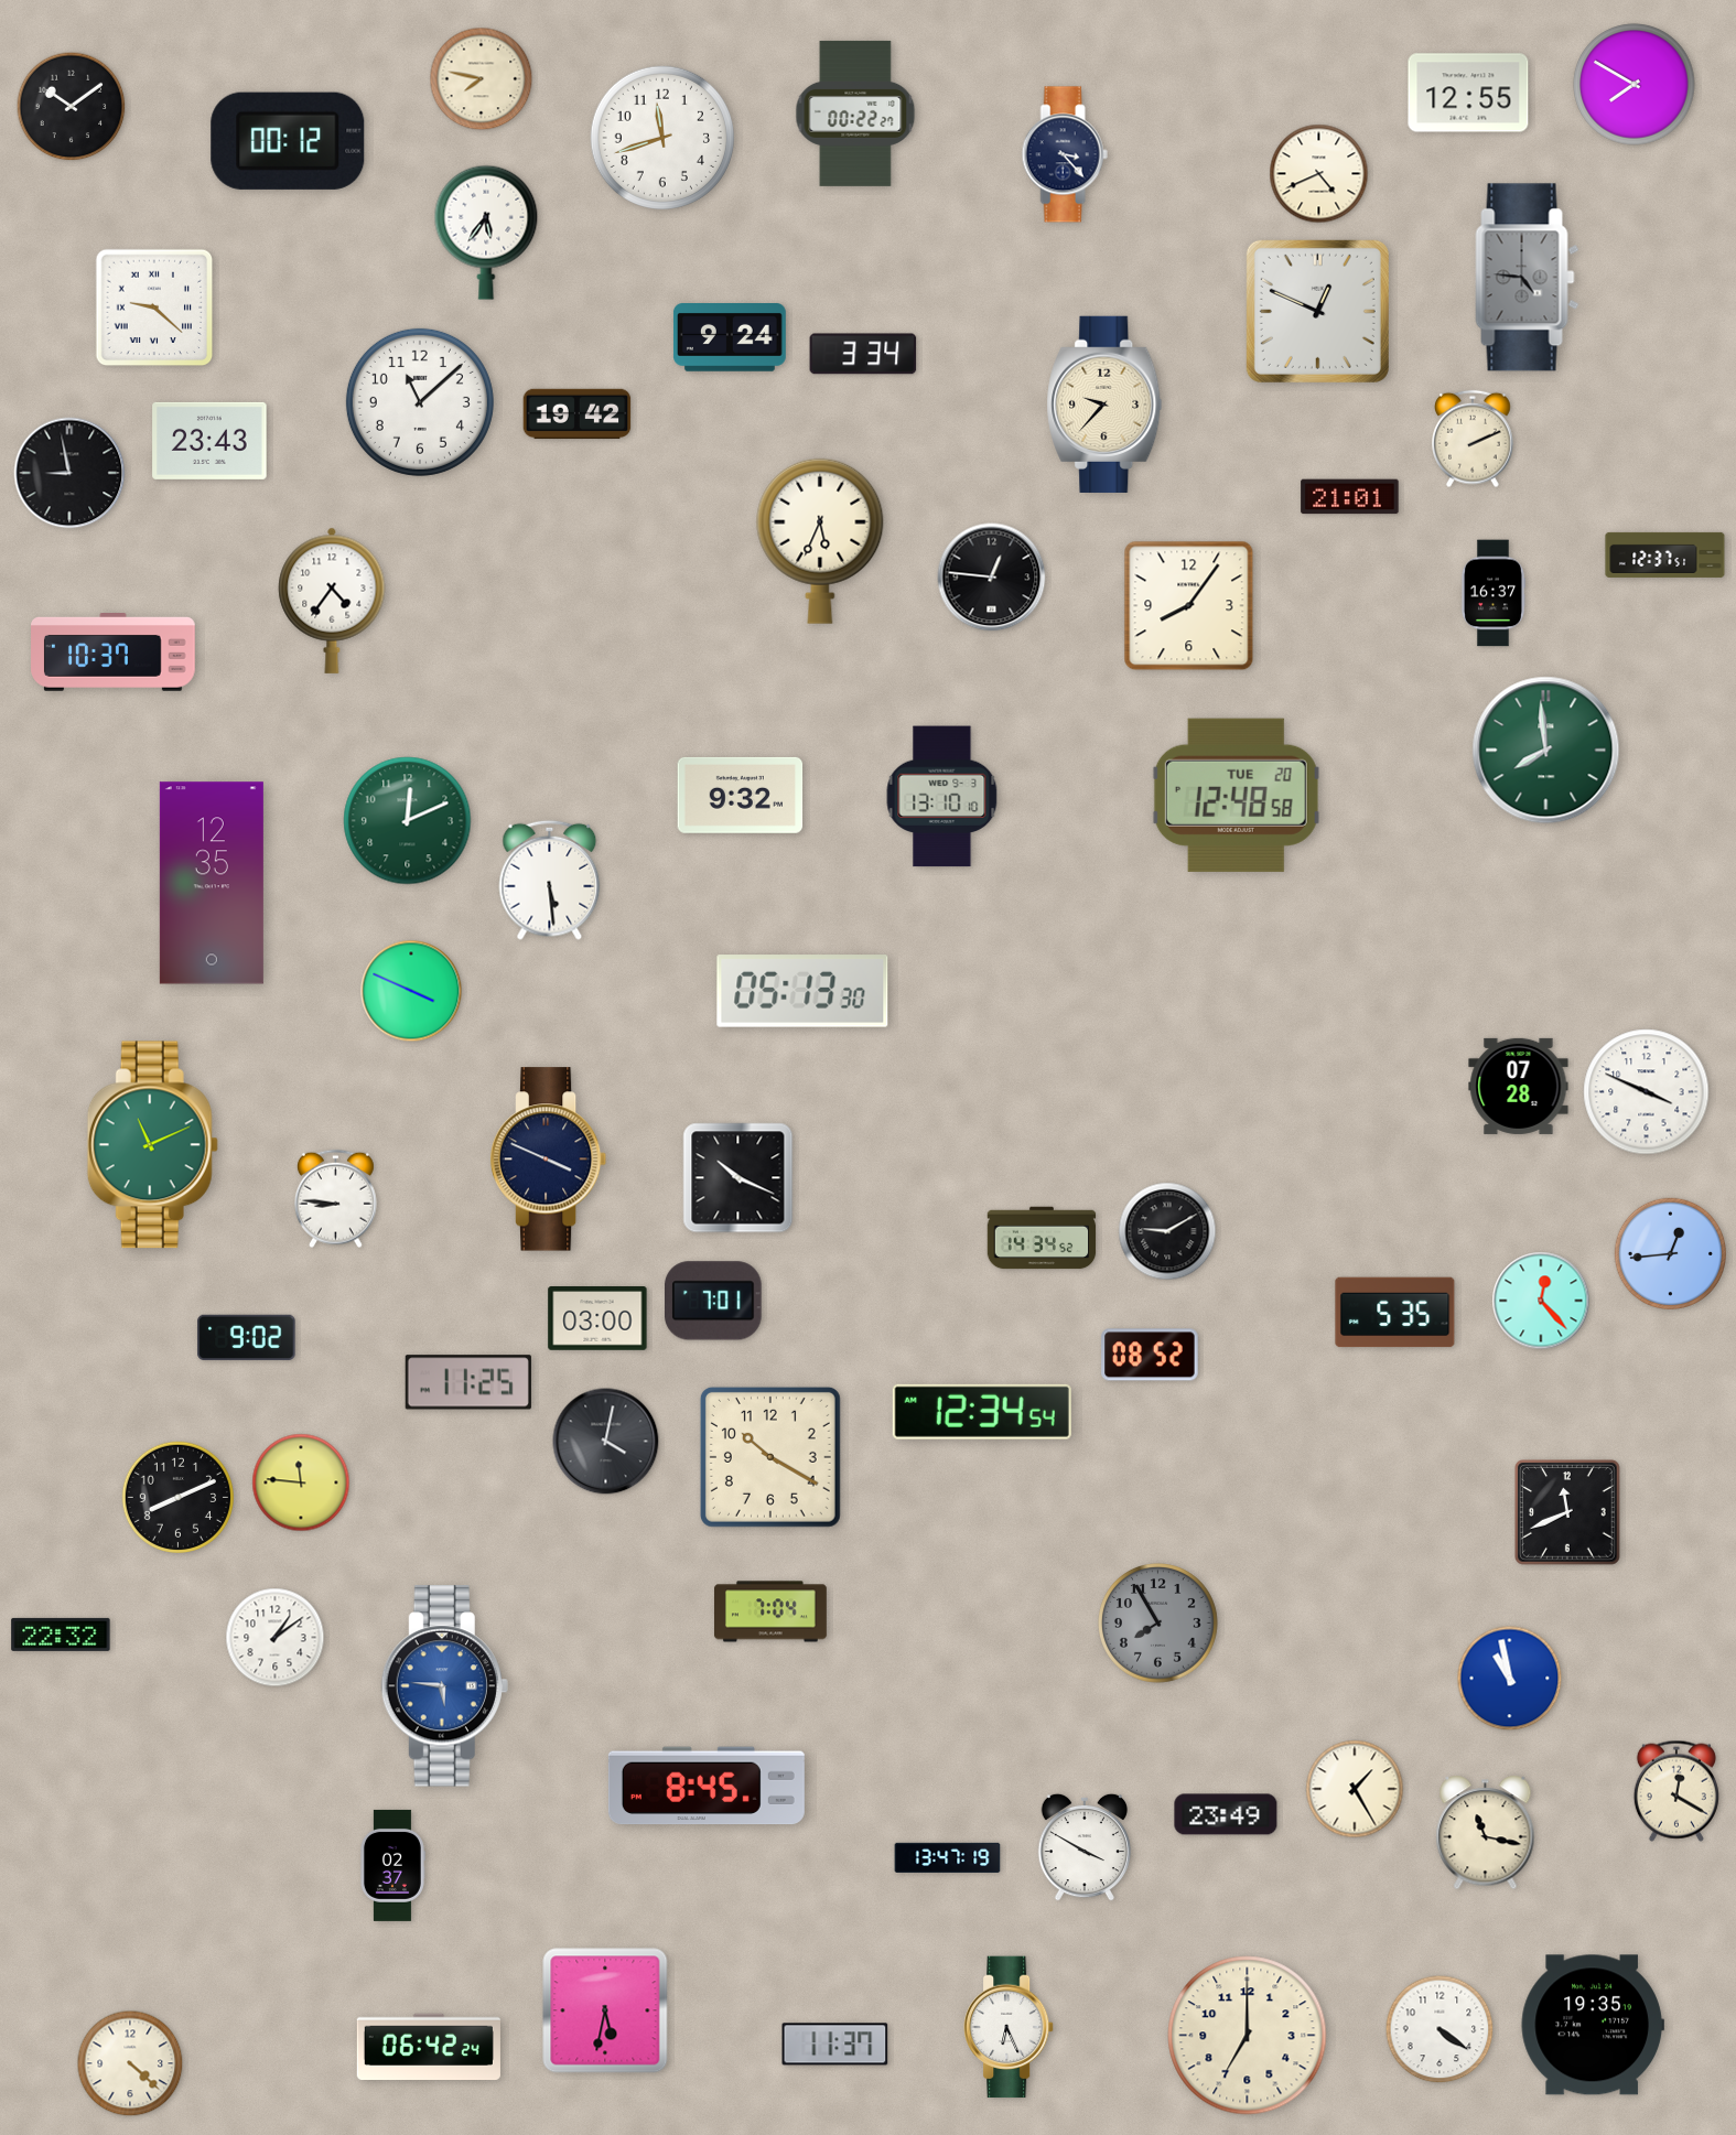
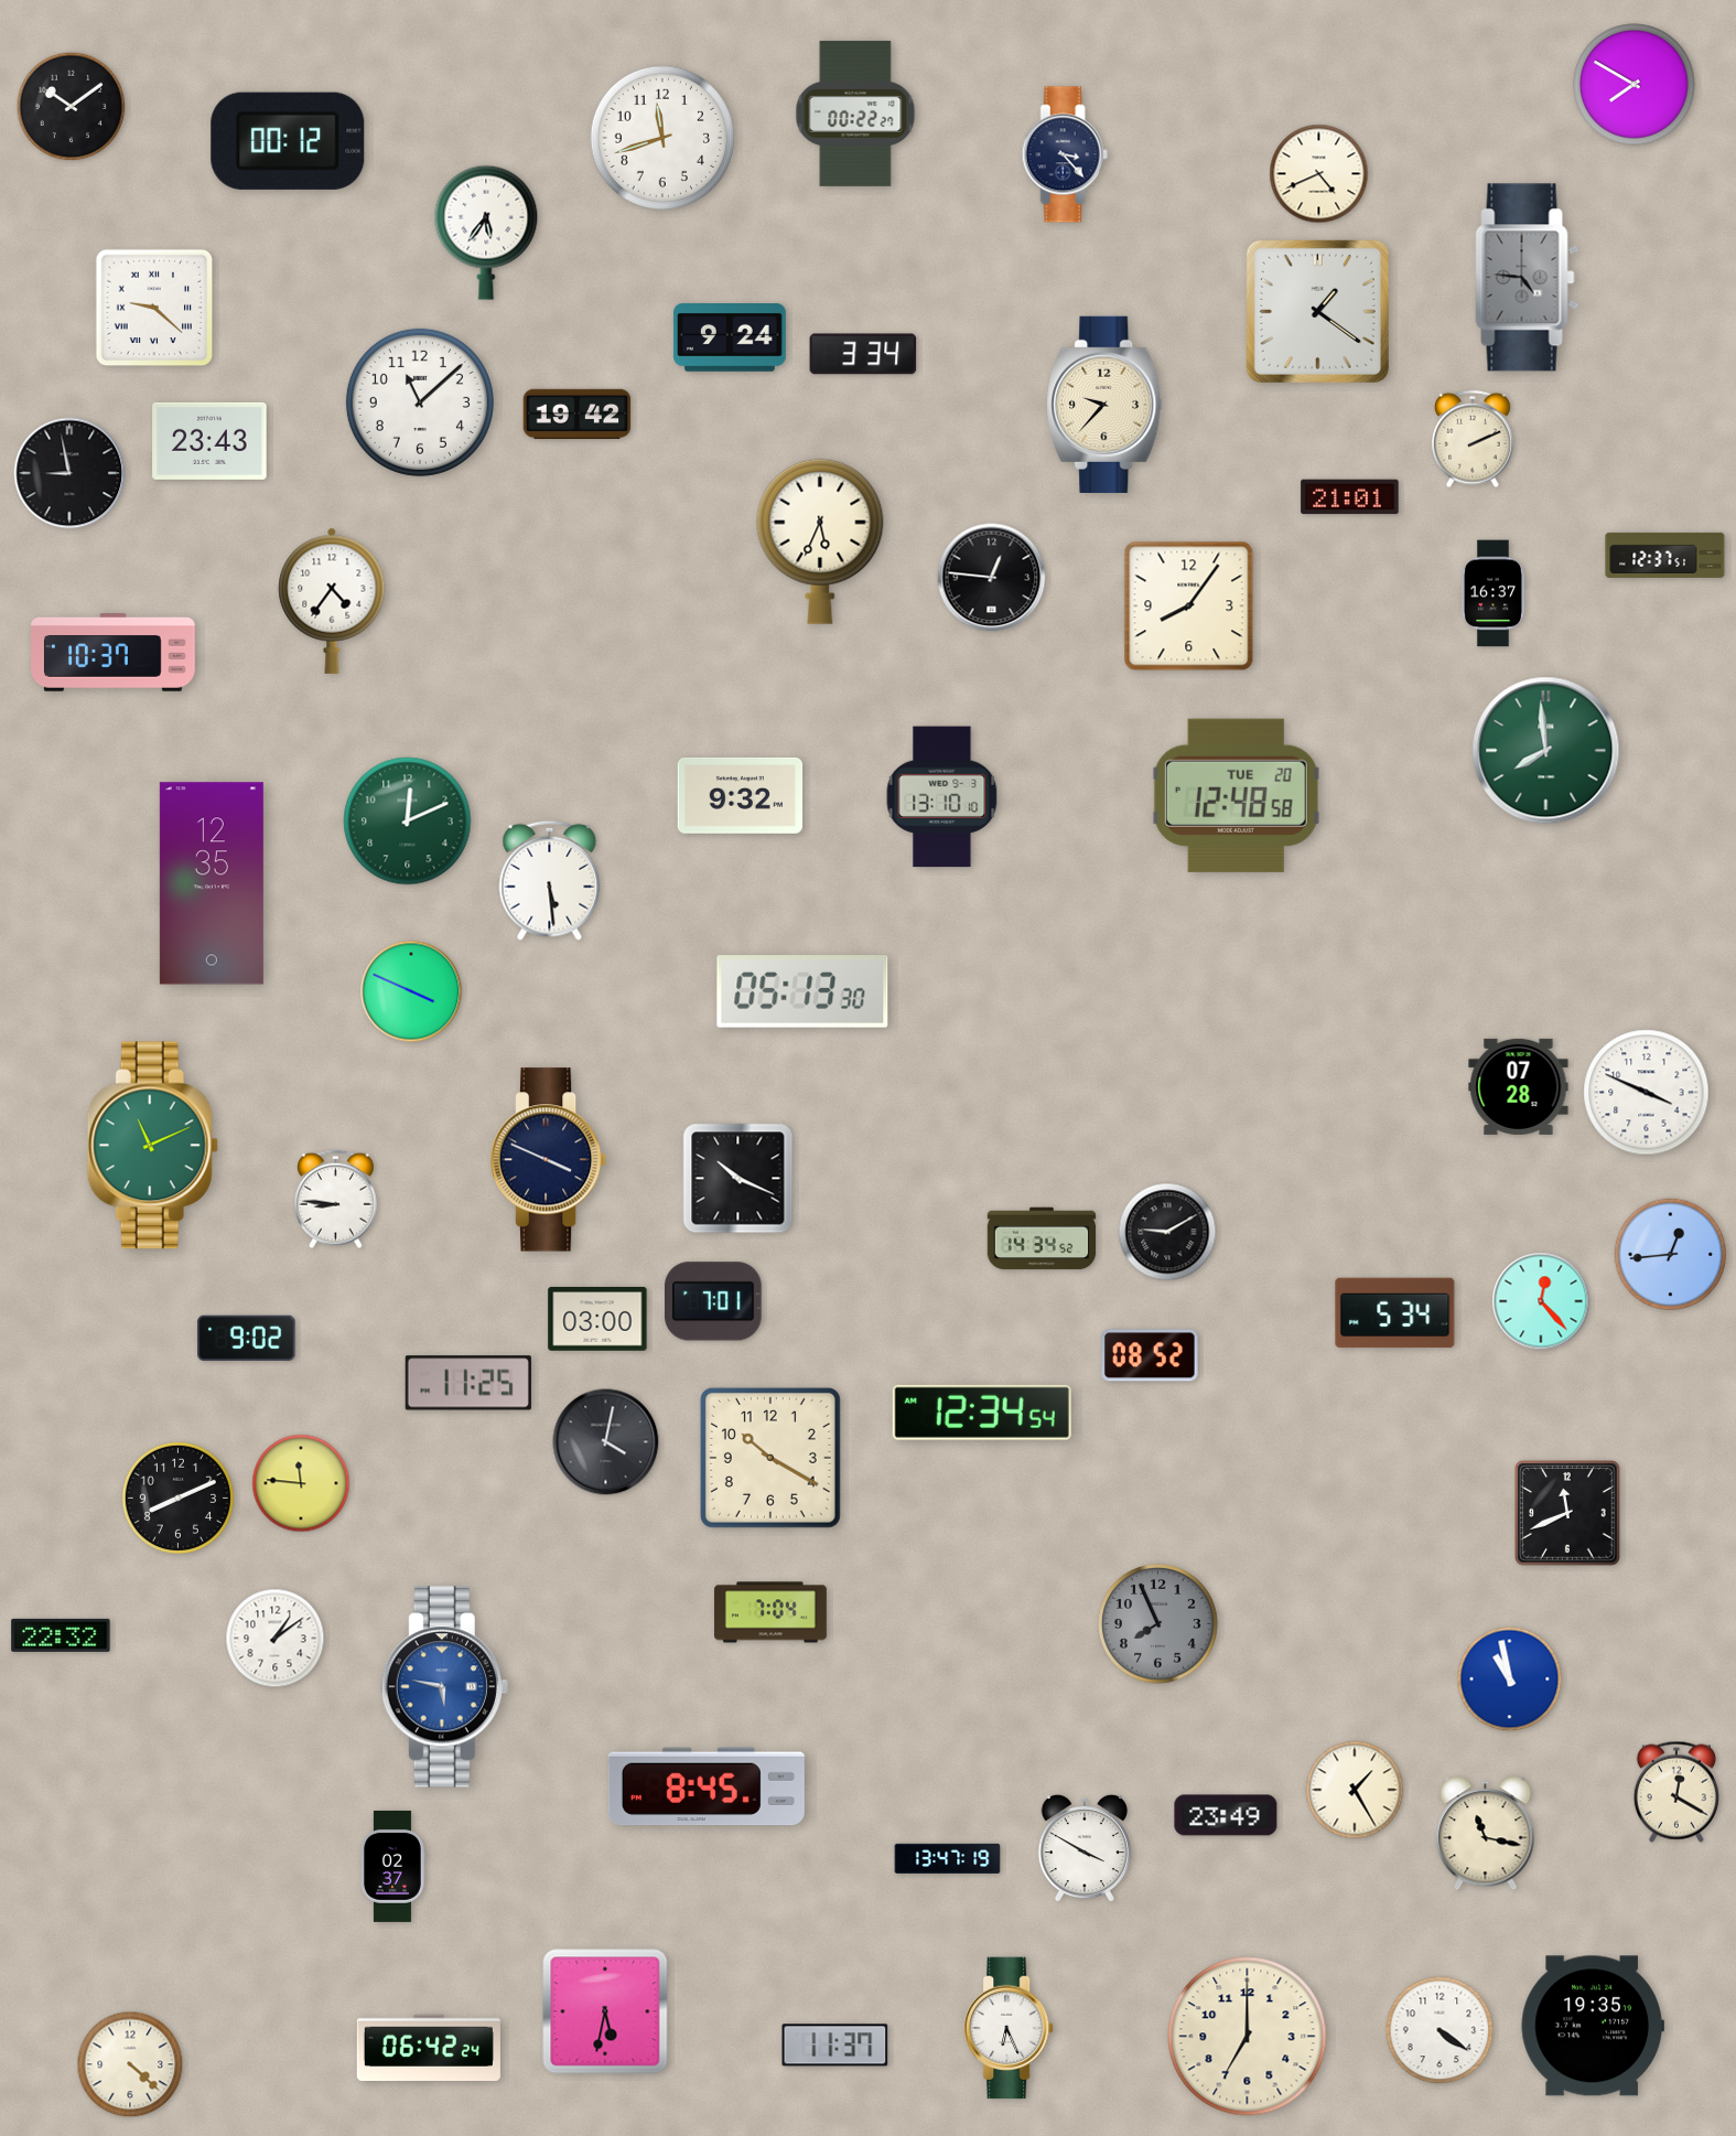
clock at (482, 79): 7:47 -> none
clock at (1468, 93): 12:55 -> none
clock at (1317, 311): 12:49 -> 1:21
clock at (1395, 1313): 5:35 -> 5:34
clock at (1158, 1624): 7:55 -> 7:56
clock at (444, 1686): 5:46 -> 5:47
